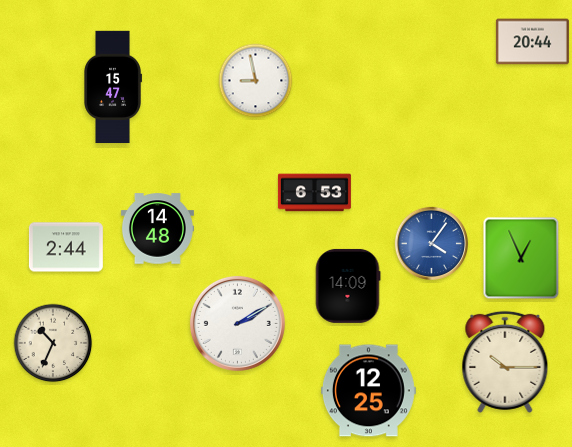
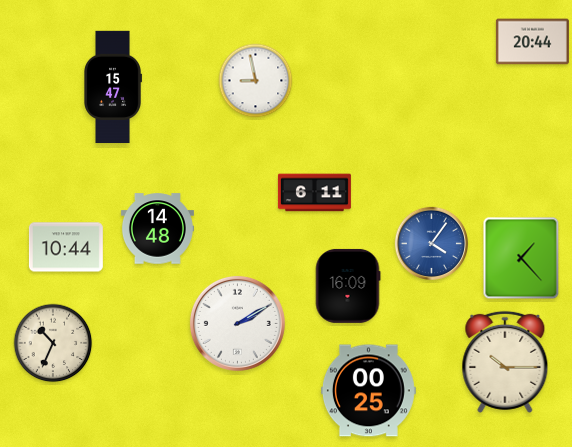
clock at (314, 193): 6:53 -> 6:11
clock at (66, 247): 2:44 -> 10:44
clock at (521, 258): 12:56 -> 1:23
clock at (348, 286): 14:09 -> 16:09
clock at (368, 391): 12:25 -> 00:25
